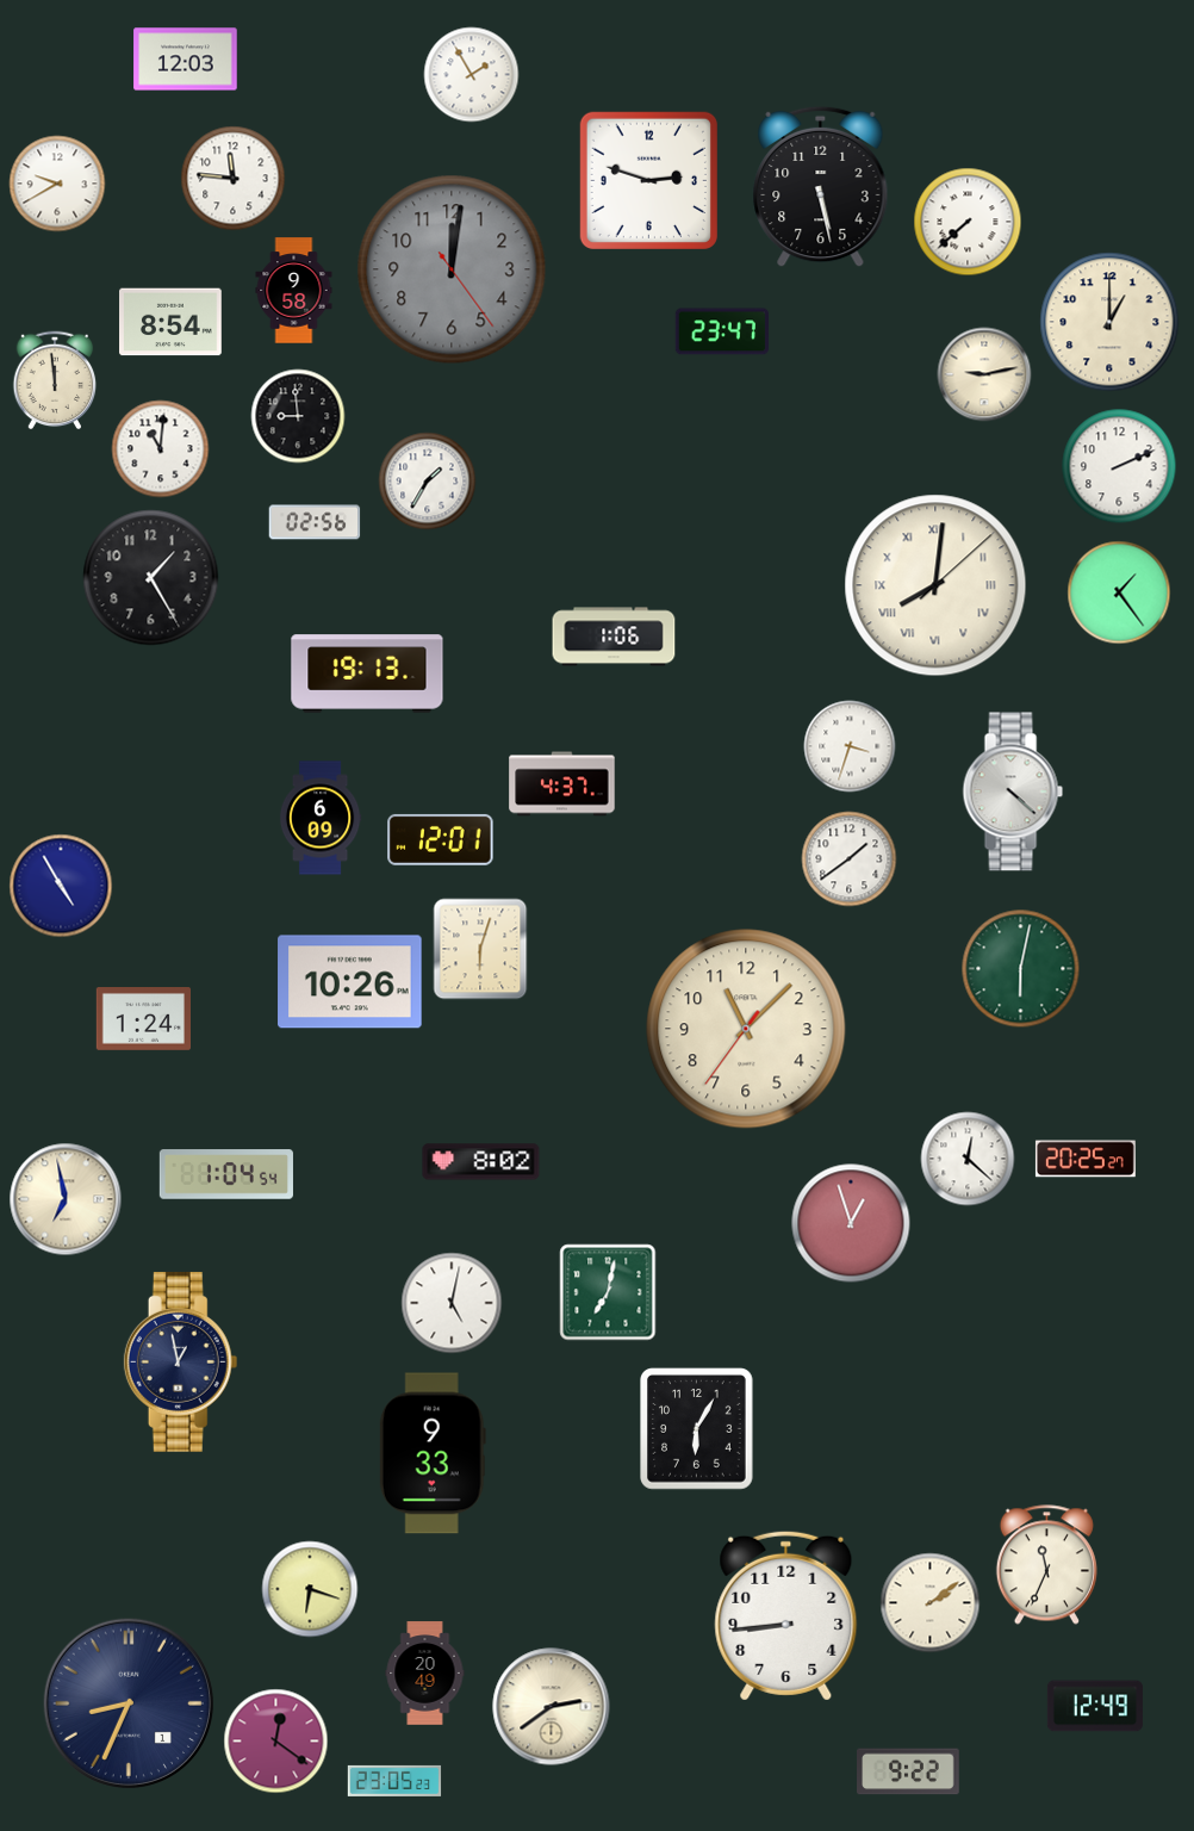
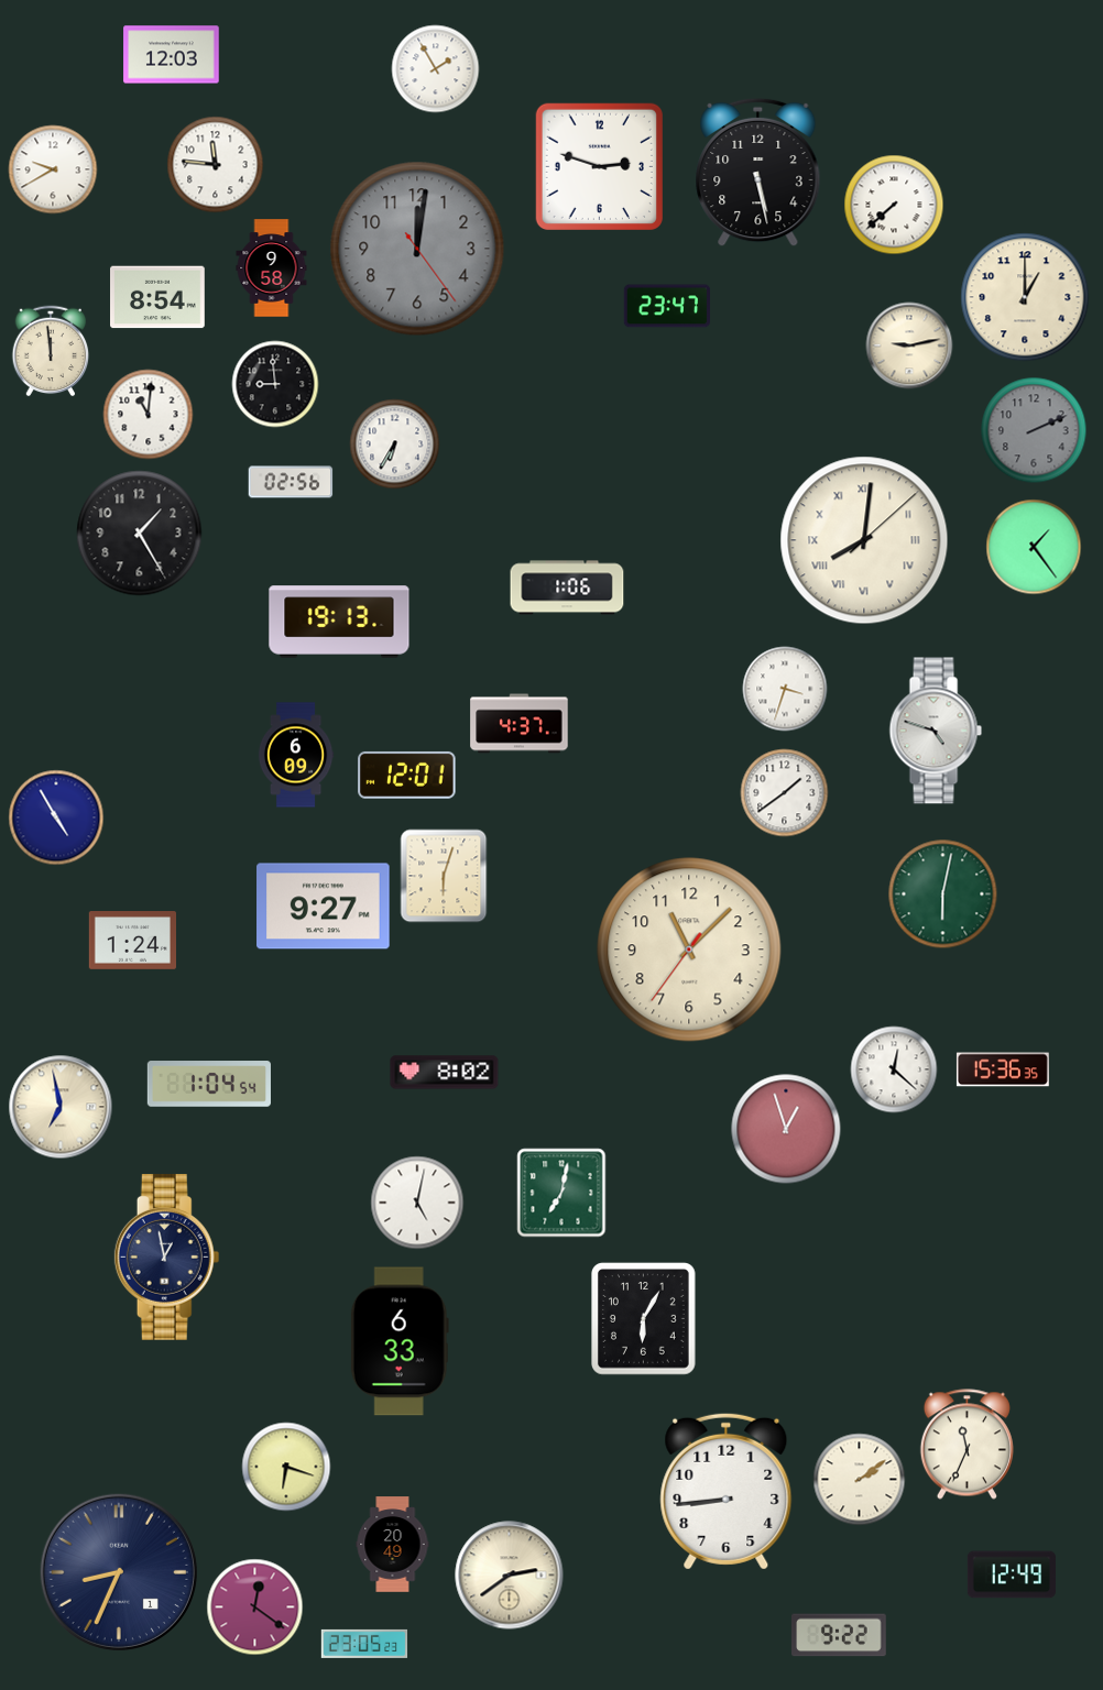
clock at (1119, 466) dial: white -> grey
clock at (428, 482): 1:35 -> 6:35
clock at (1013, 792): 4:22 -> 4:48
clock at (350, 982): 10:26 -> 9:27
clock at (1086, 1159): 20:25 -> 15:36
clock at (433, 1453): 9:33 -> 6:33
